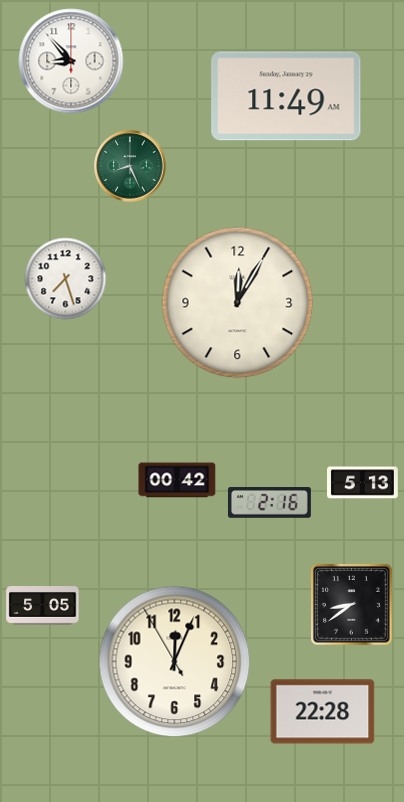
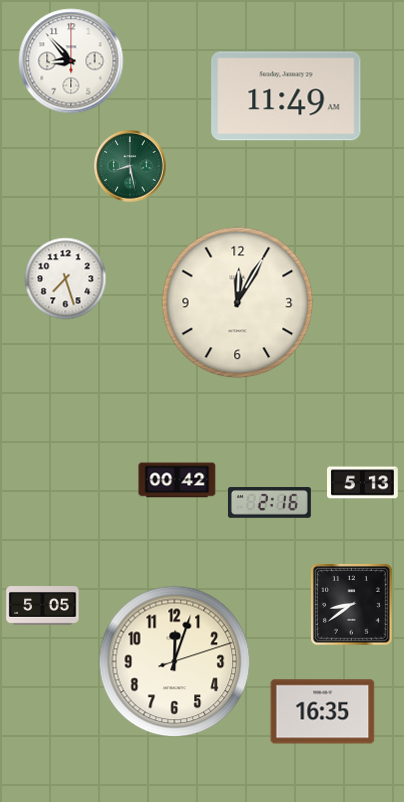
clock at (130, 166): 8:26 -> 8:28
clock at (175, 662): 12:03:55 -> 12:03:12
clock at (323, 712): 22:28 -> 16:35
